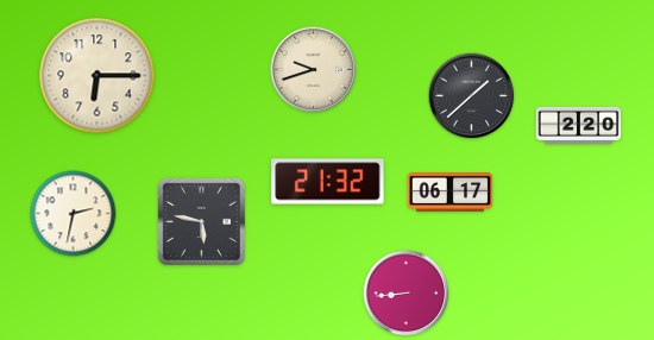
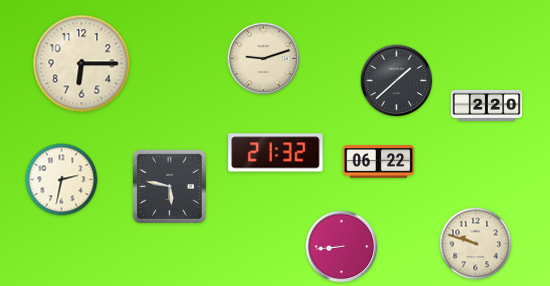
clock at (314, 70): 9:42 -> 9:12
clock at (451, 193): 06:17 -> 06:22
clock at (476, 244): none -> 9:48
